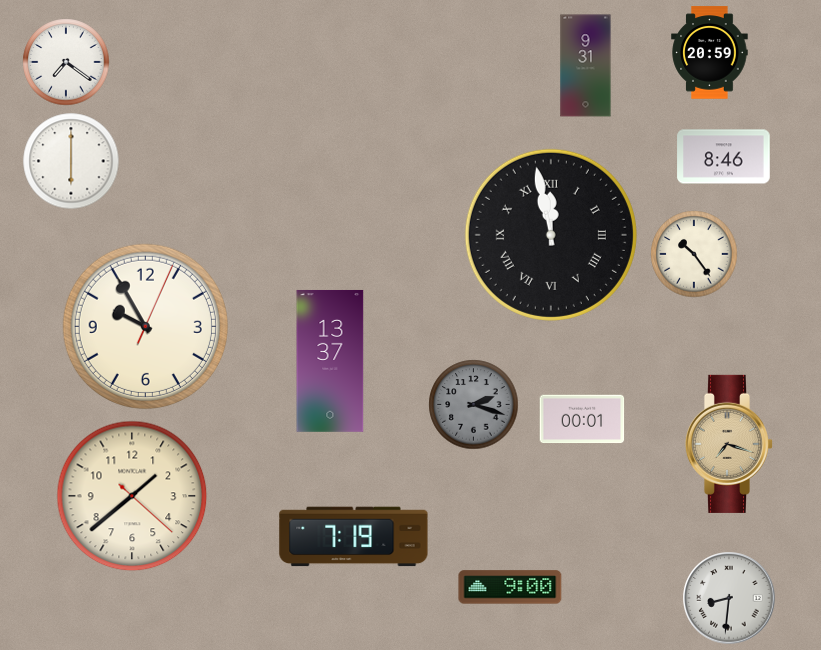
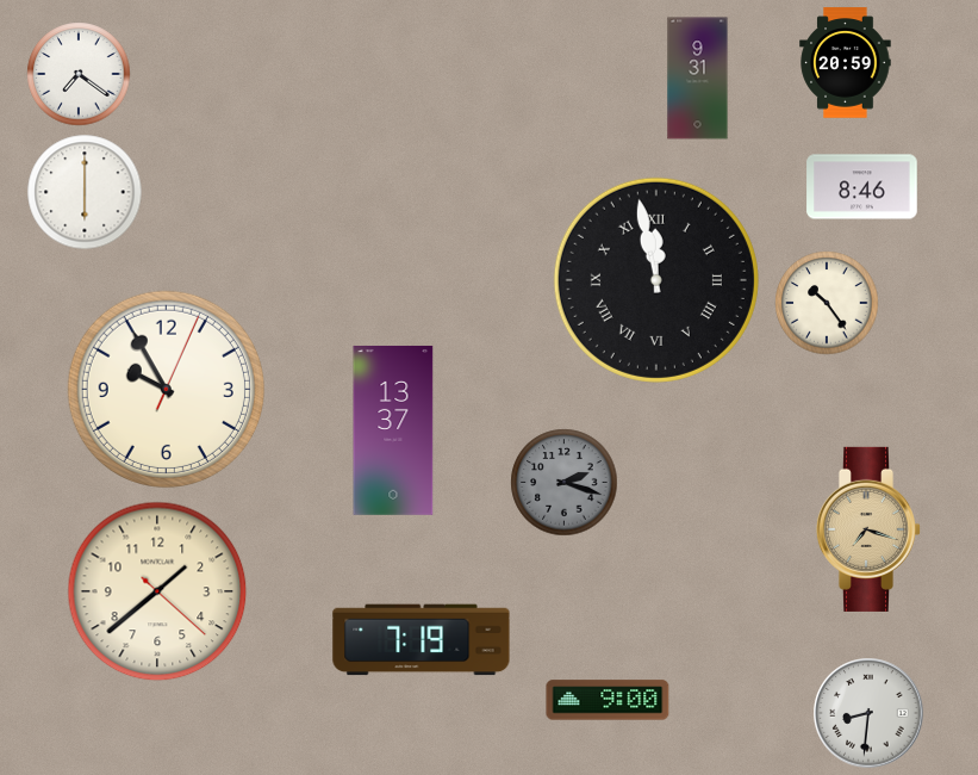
clock at (145, 326) position: (145, 326) -> (166, 389)
clock at (582, 419): 00:01 -> none
